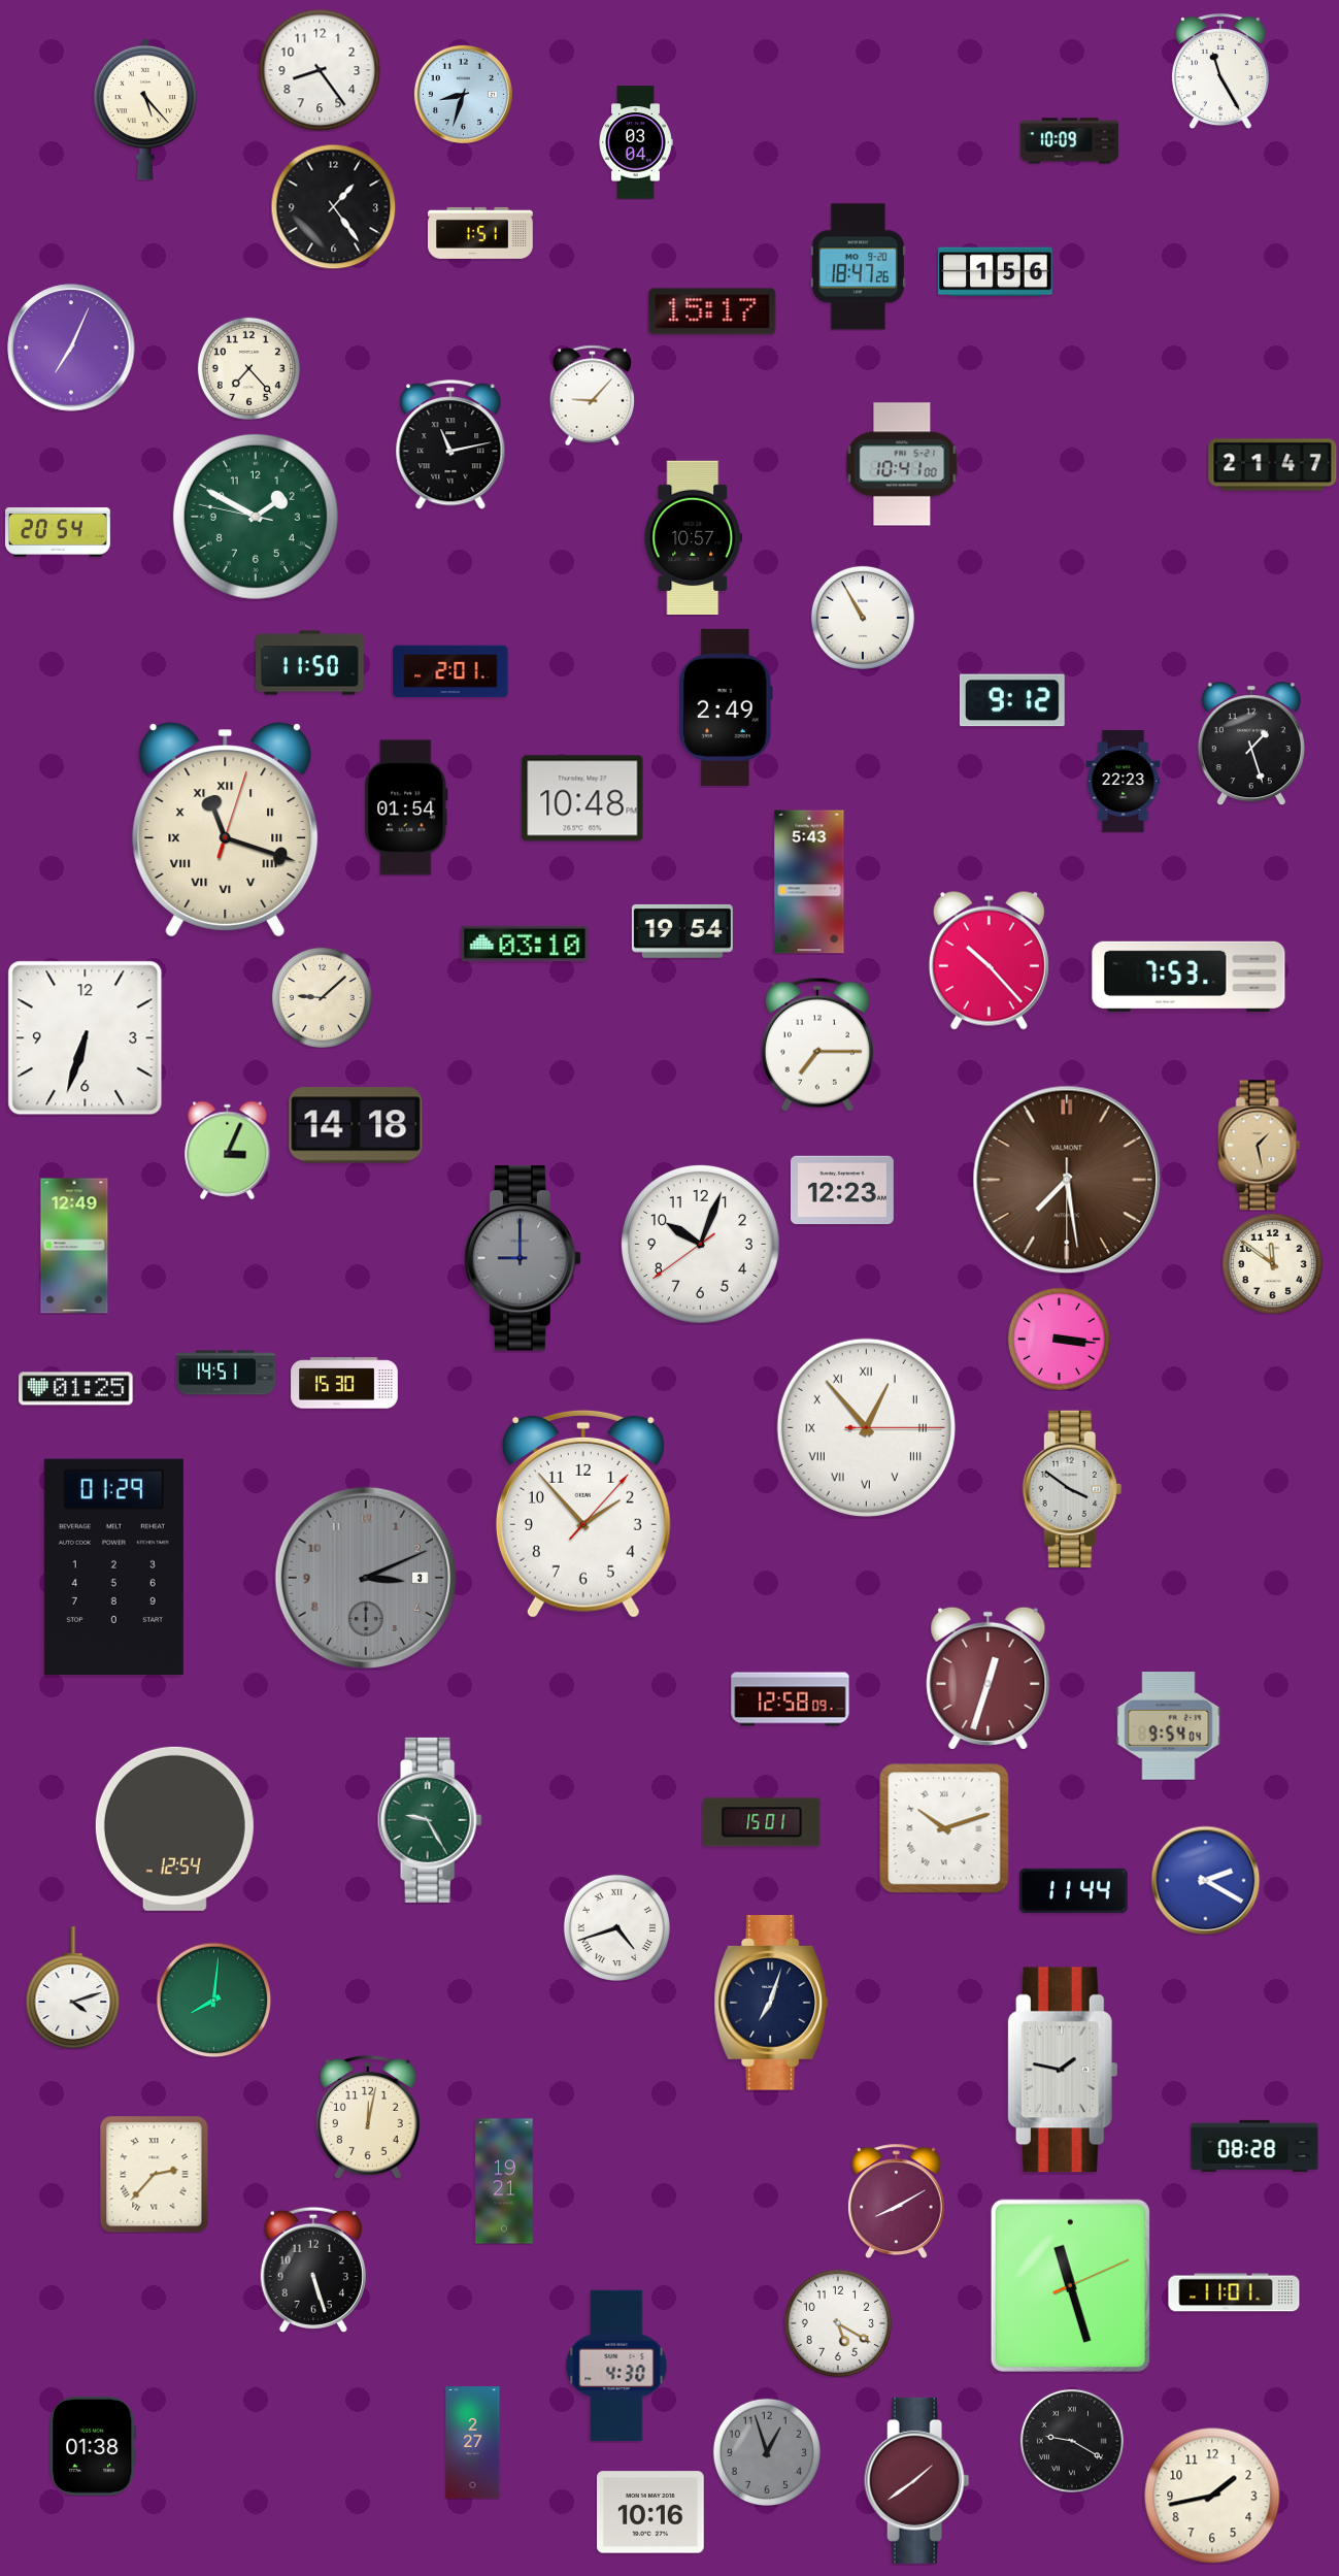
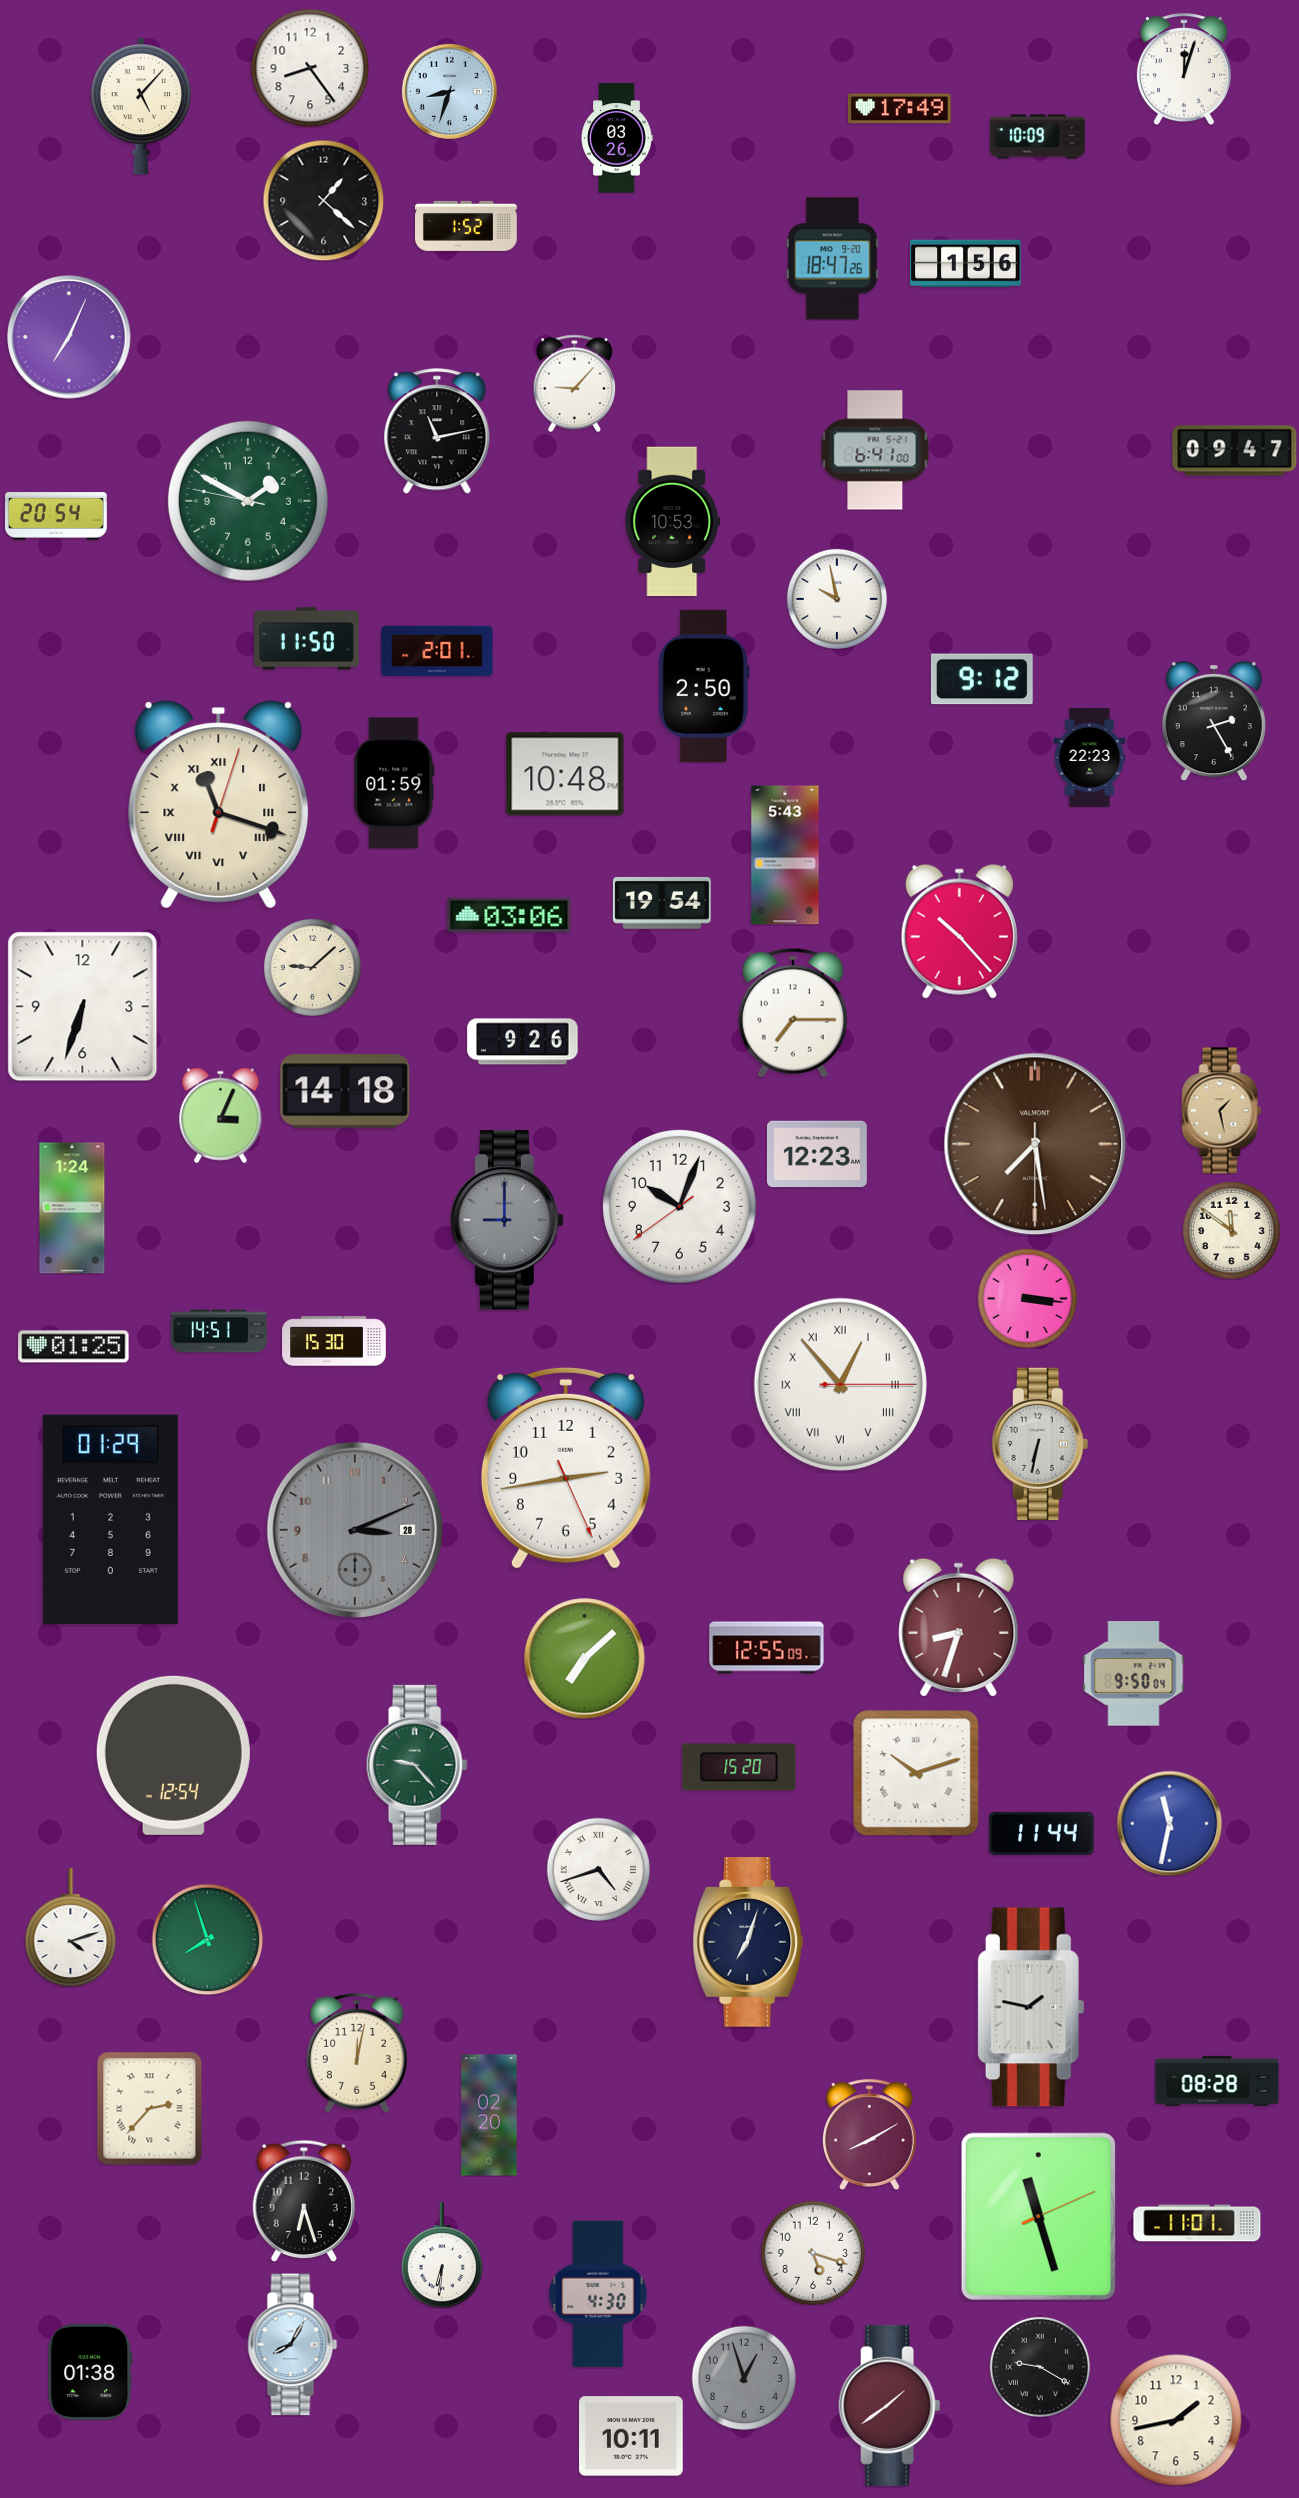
clock at (1220, 71): 11:25 -> 12:03
clock at (145, 109): 5:23 -> 5:07
clock at (900, 109): none -> 17:49
clock at (636, 142): 03:04 -> 03:26
clock at (333, 206): 1:24 -> 1:22
clock at (481, 233): 1:51 -> 1:52
clock at (712, 311): 15:17 -> none
clock at (248, 368): 7:23 -> none
clock at (902, 464): 10:41 -> 6:41
clock at (1273, 465): 21:47 -> 09:47
clock at (694, 538): 10:57 -> 10:53
clock at (863, 618): 10:55 -> 9:58
clock at (310, 663) position: (310, 663) -> (307, 639)
clock at (726, 707): 2:49 -> 2:50
clock at (1251, 744): 1:27 -> 2:25
clock at (406, 807): 01:54 -> 01:59
clock at (525, 944): 03:10 -> 03:06
clock at (1189, 976): 7:53 -> none
clock at (523, 1042): none -> 9:26
clock at (74, 1246): 12:49 -> 1:24
clock at (1272, 1263) position: (1272, 1263) -> (1231, 1230)
clock at (1072, 1489): 3:51 -> 6:32
clock at (583, 1514): 1:53 -> 2:43
clock at (366, 1578) date: 3 -> 28
clock at (989, 1678): 12:33 -> 8:33
clock at (791, 1699): 12:58 -> 12:55
clock at (585, 1659): none -> 7:08
clock at (1169, 1726): 9:54 -> 9:50
clock at (430, 1820): 9:25 -> 9:23
clock at (762, 1822): 15:01 -> 15:20
clock at (174, 1828) position: (174, 1828) -> (173, 1755)
clock at (1205, 1880): 2:20 -> 11:32
clock at (213, 2000): 8:01 -> 7:57
clock at (504, 2181): 19:21 -> 02:20
clock at (313, 2270): 5:27 -> 6:27
clock at (838, 2323): 5:20 -> 5:18
clock at (442, 2255): none -> 6:31
clock at (293, 2345): none -> 8:05
clock at (473, 2443): 2:27 -> none
clock at (651, 2512): 10:16 -> 10:11
